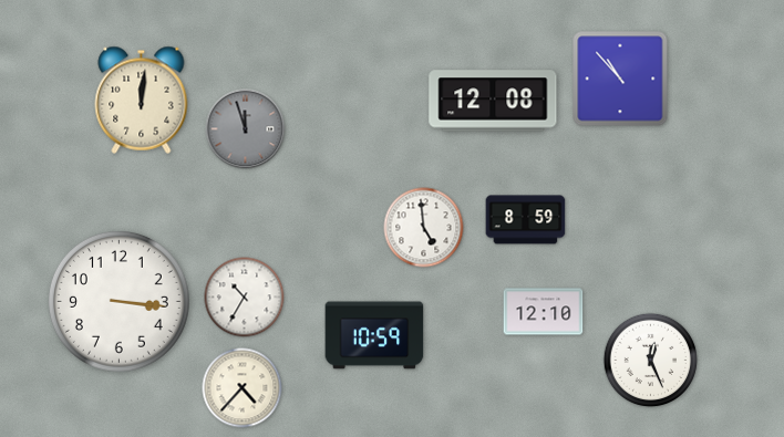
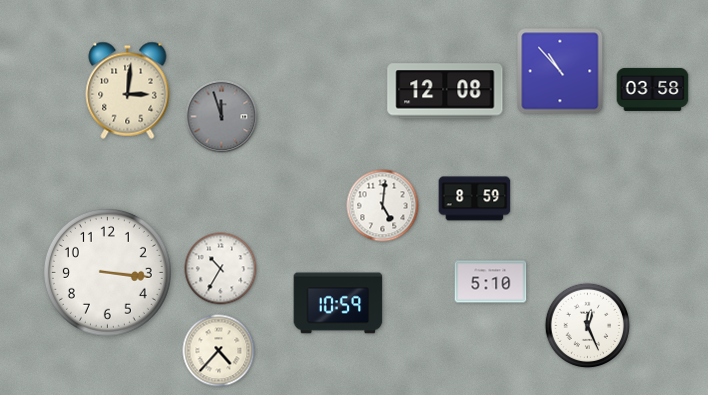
clock at (653, 89): none -> 03:58
clock at (142, 100): 12:01 -> 3:01
clock at (424, 228): 4:59 -> 5:01
clock at (544, 312): 12:10 -> 5:10
